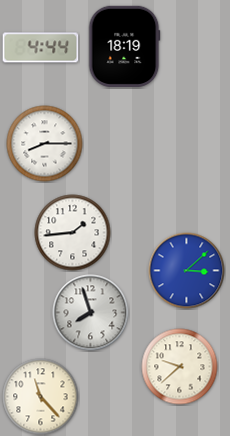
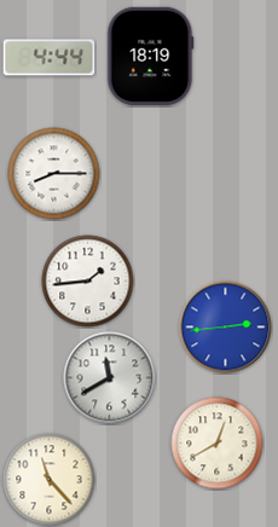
clock at (187, 271): 3:08 -> 2:44
clock at (91, 313): 7:57 -> 11:40
clock at (180, 367): 9:38 -> 12:40
